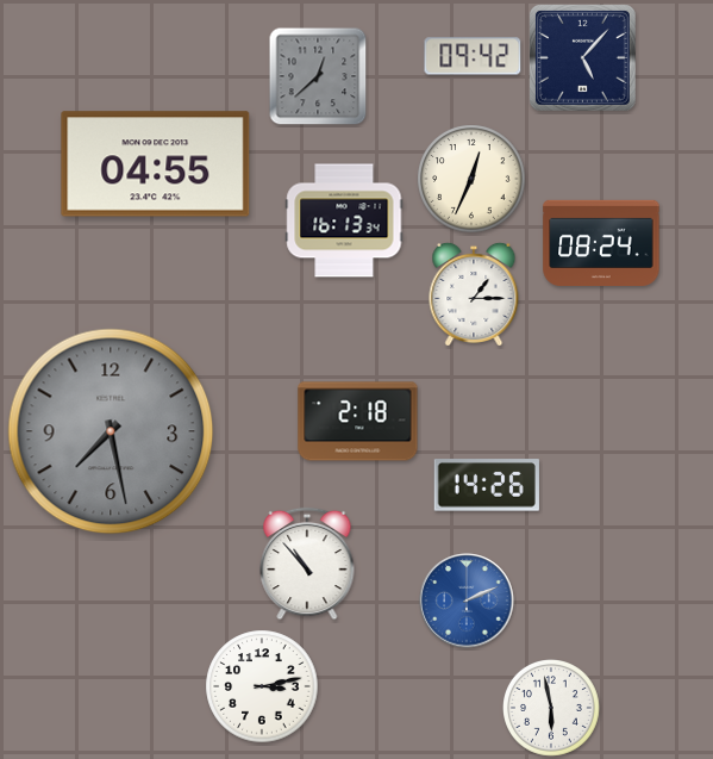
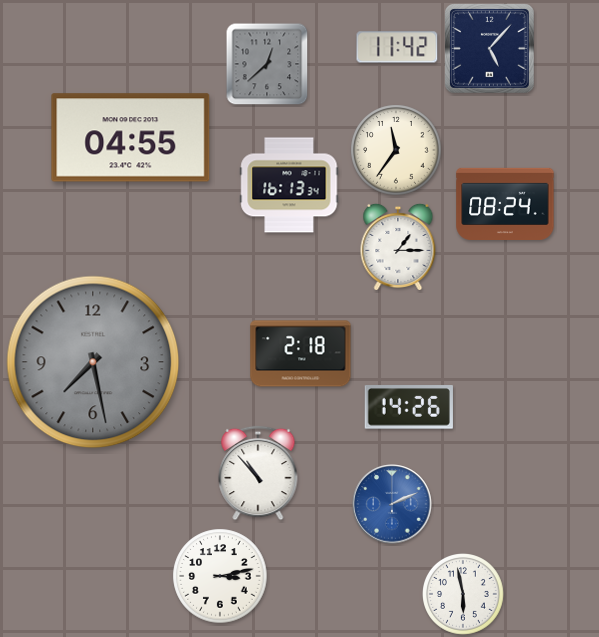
clock at (473, 56): 09:42 -> 11:42
clock at (471, 179): 12:34 -> 11:36
